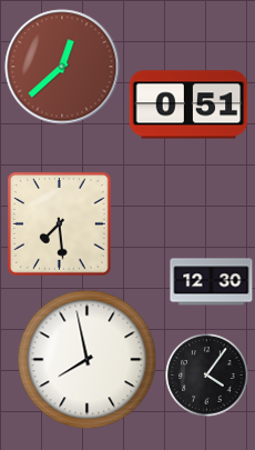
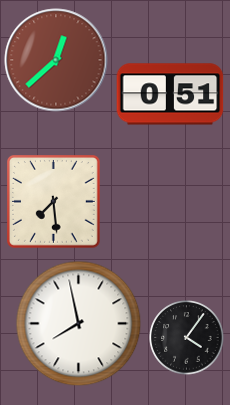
clock at (212, 282): 12:30 -> none
